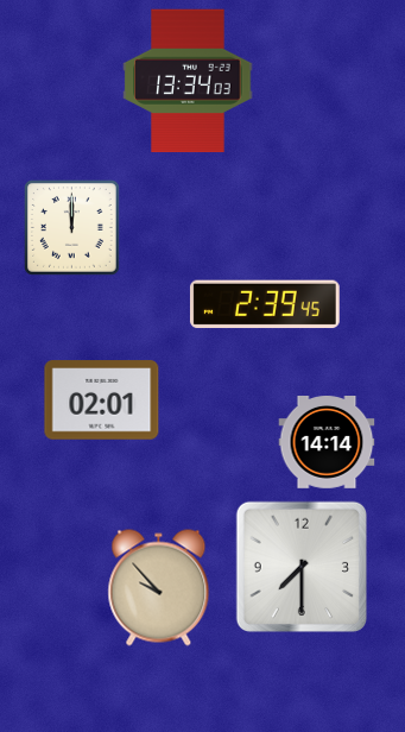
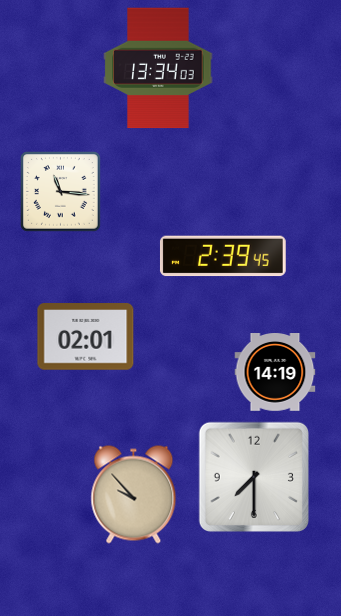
clock at (72, 228): 12:00 -> 11:16
clock at (327, 443): 14:14 -> 14:19
